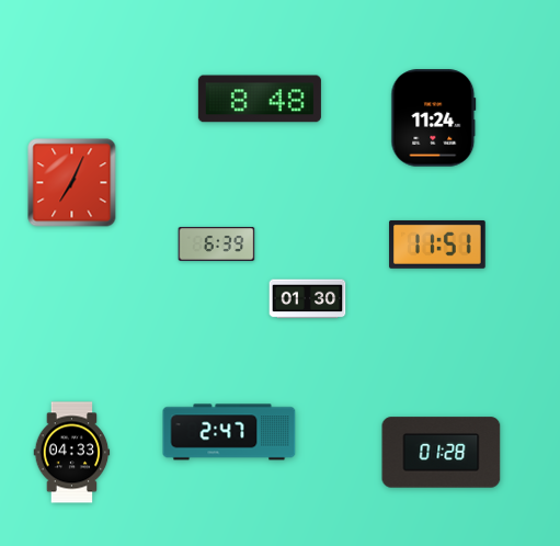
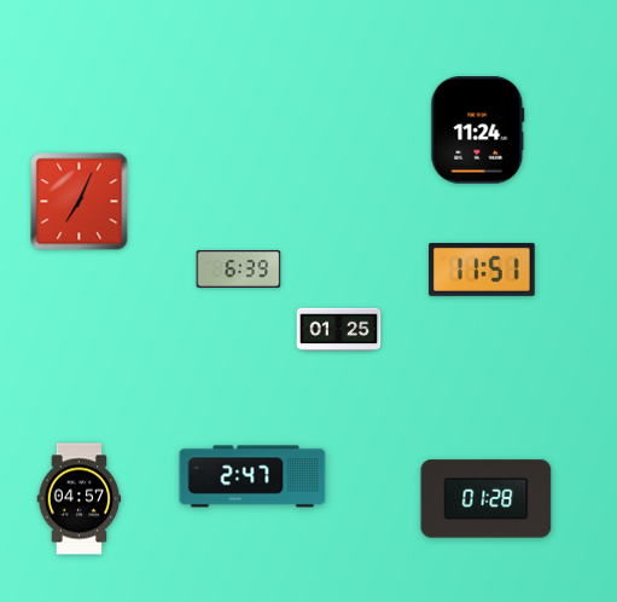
clock at (260, 99): 8:48 -> none
clock at (308, 299): 01:30 -> 01:25
clock at (72, 453): 04:33 -> 04:57
